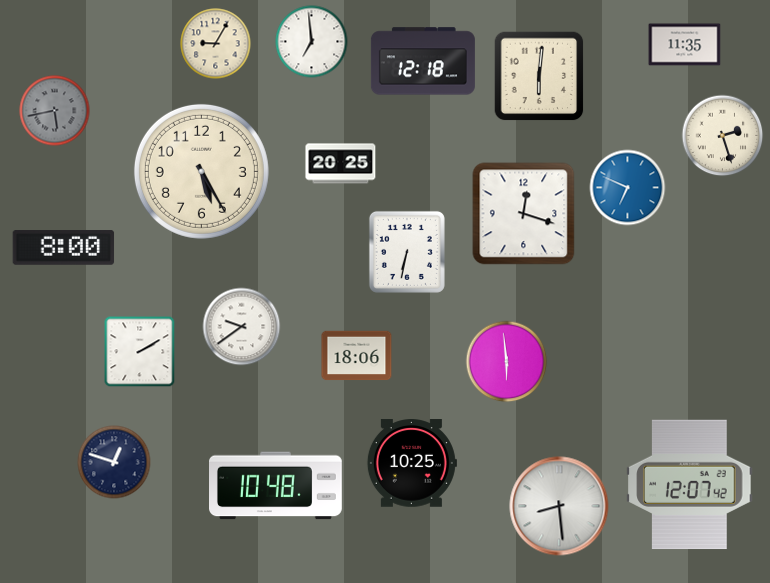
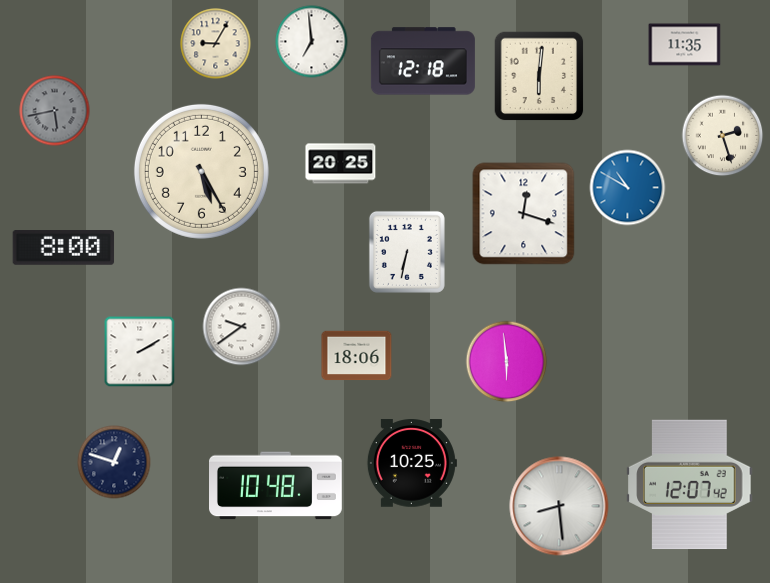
clock at (628, 188): 6:49 -> 10:50
